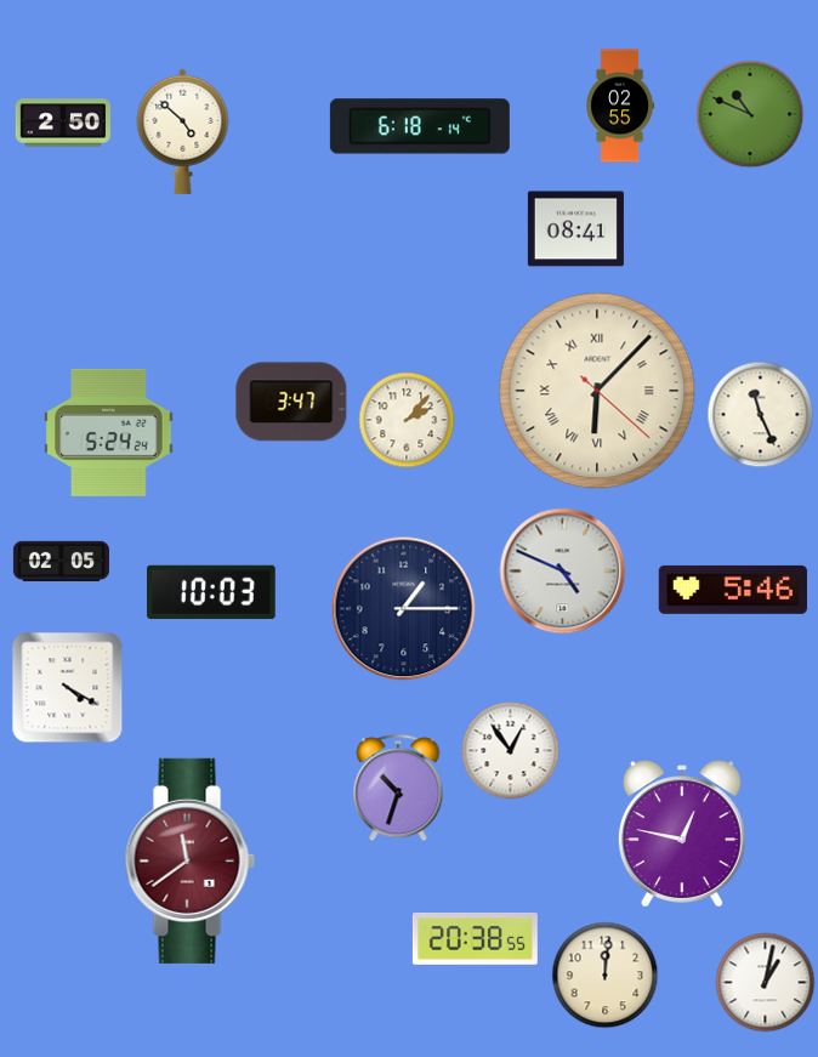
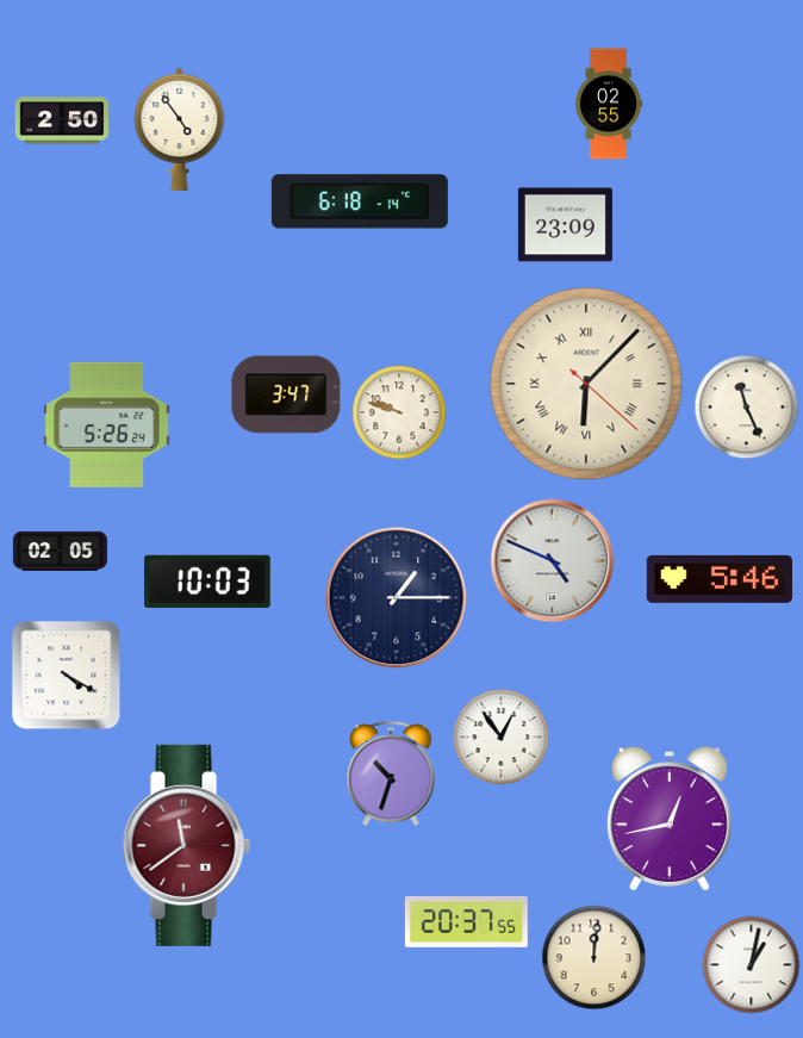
clock at (750, 114): 10:49 -> none
clock at (420, 126) position: (420, 126) -> (360, 201)
clock at (183, 131): 4:52 -> 4:54
clock at (575, 229): 08:41 -> 23:09
clock at (407, 420): 2:07 -> 9:48
clock at (109, 432): 5:24 -> 5:26
clock at (682, 834): 12:47 -> 12:43
clock at (475, 938): 20:38 -> 20:37
